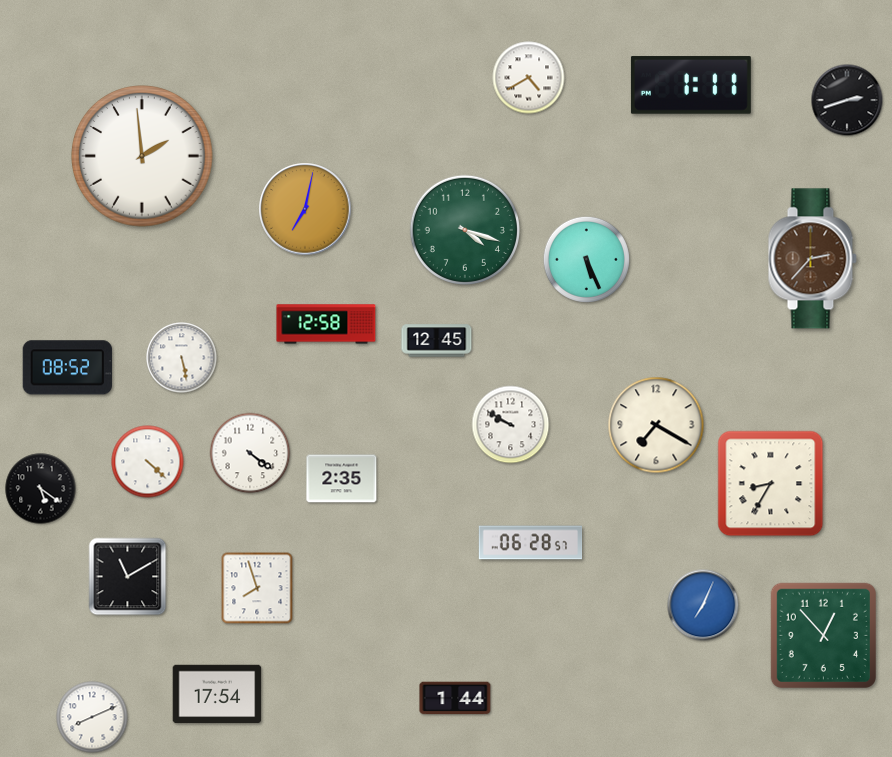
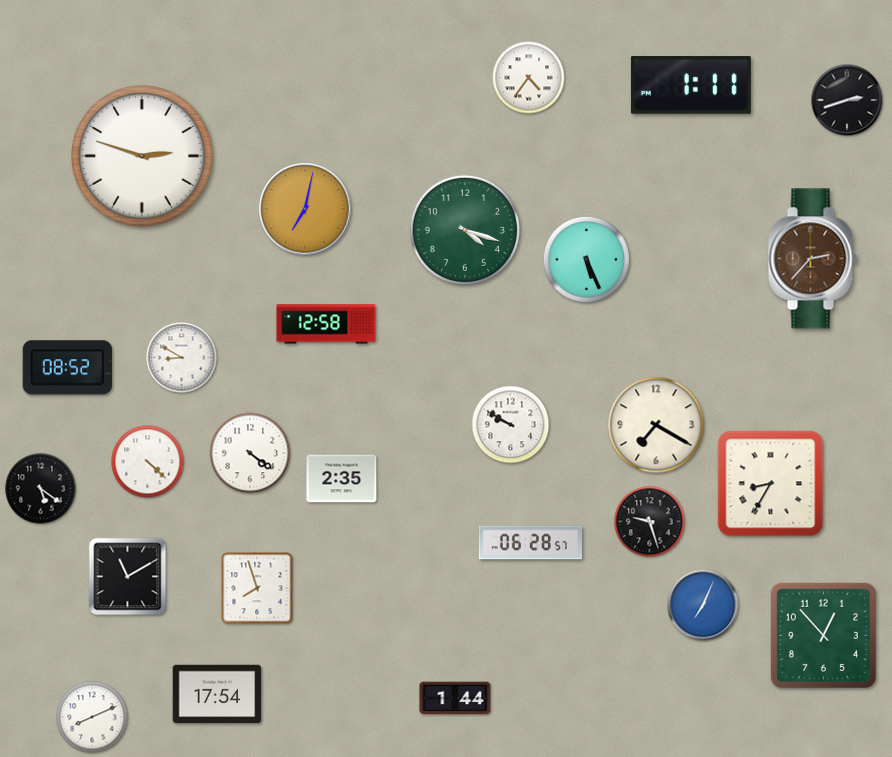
clock at (529, 78): 4:40 -> 4:36
clock at (142, 156): 1:59 -> 2:48
clock at (437, 341): 12:45 -> none
clock at (182, 358): 5:28 -> 8:50
clock at (650, 522): none -> 9:27
